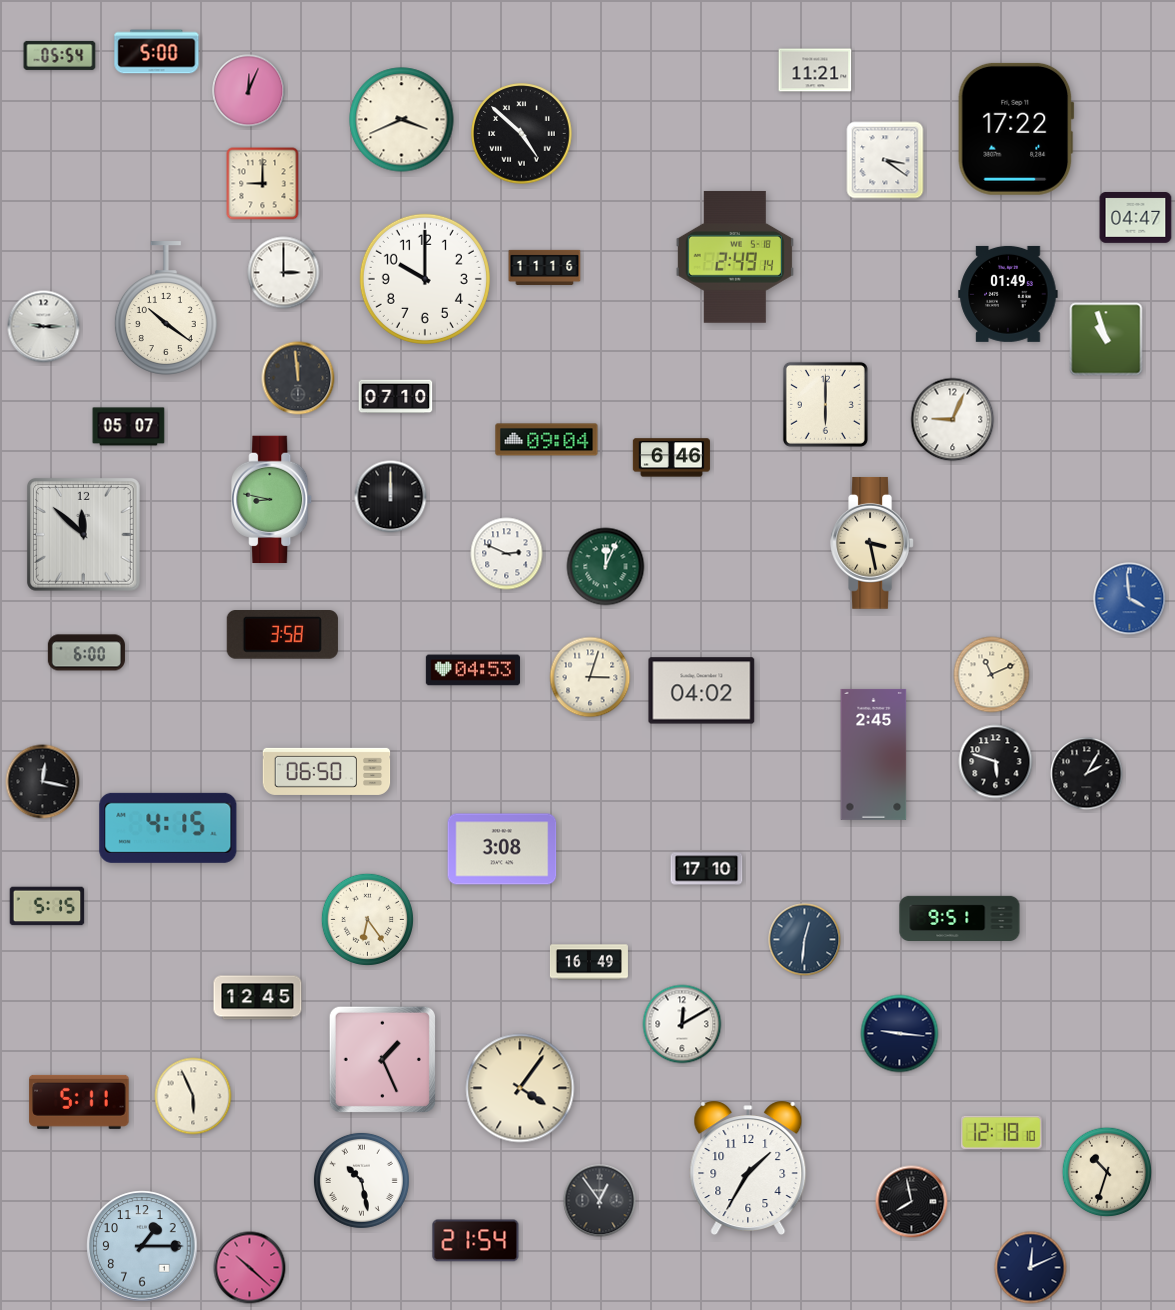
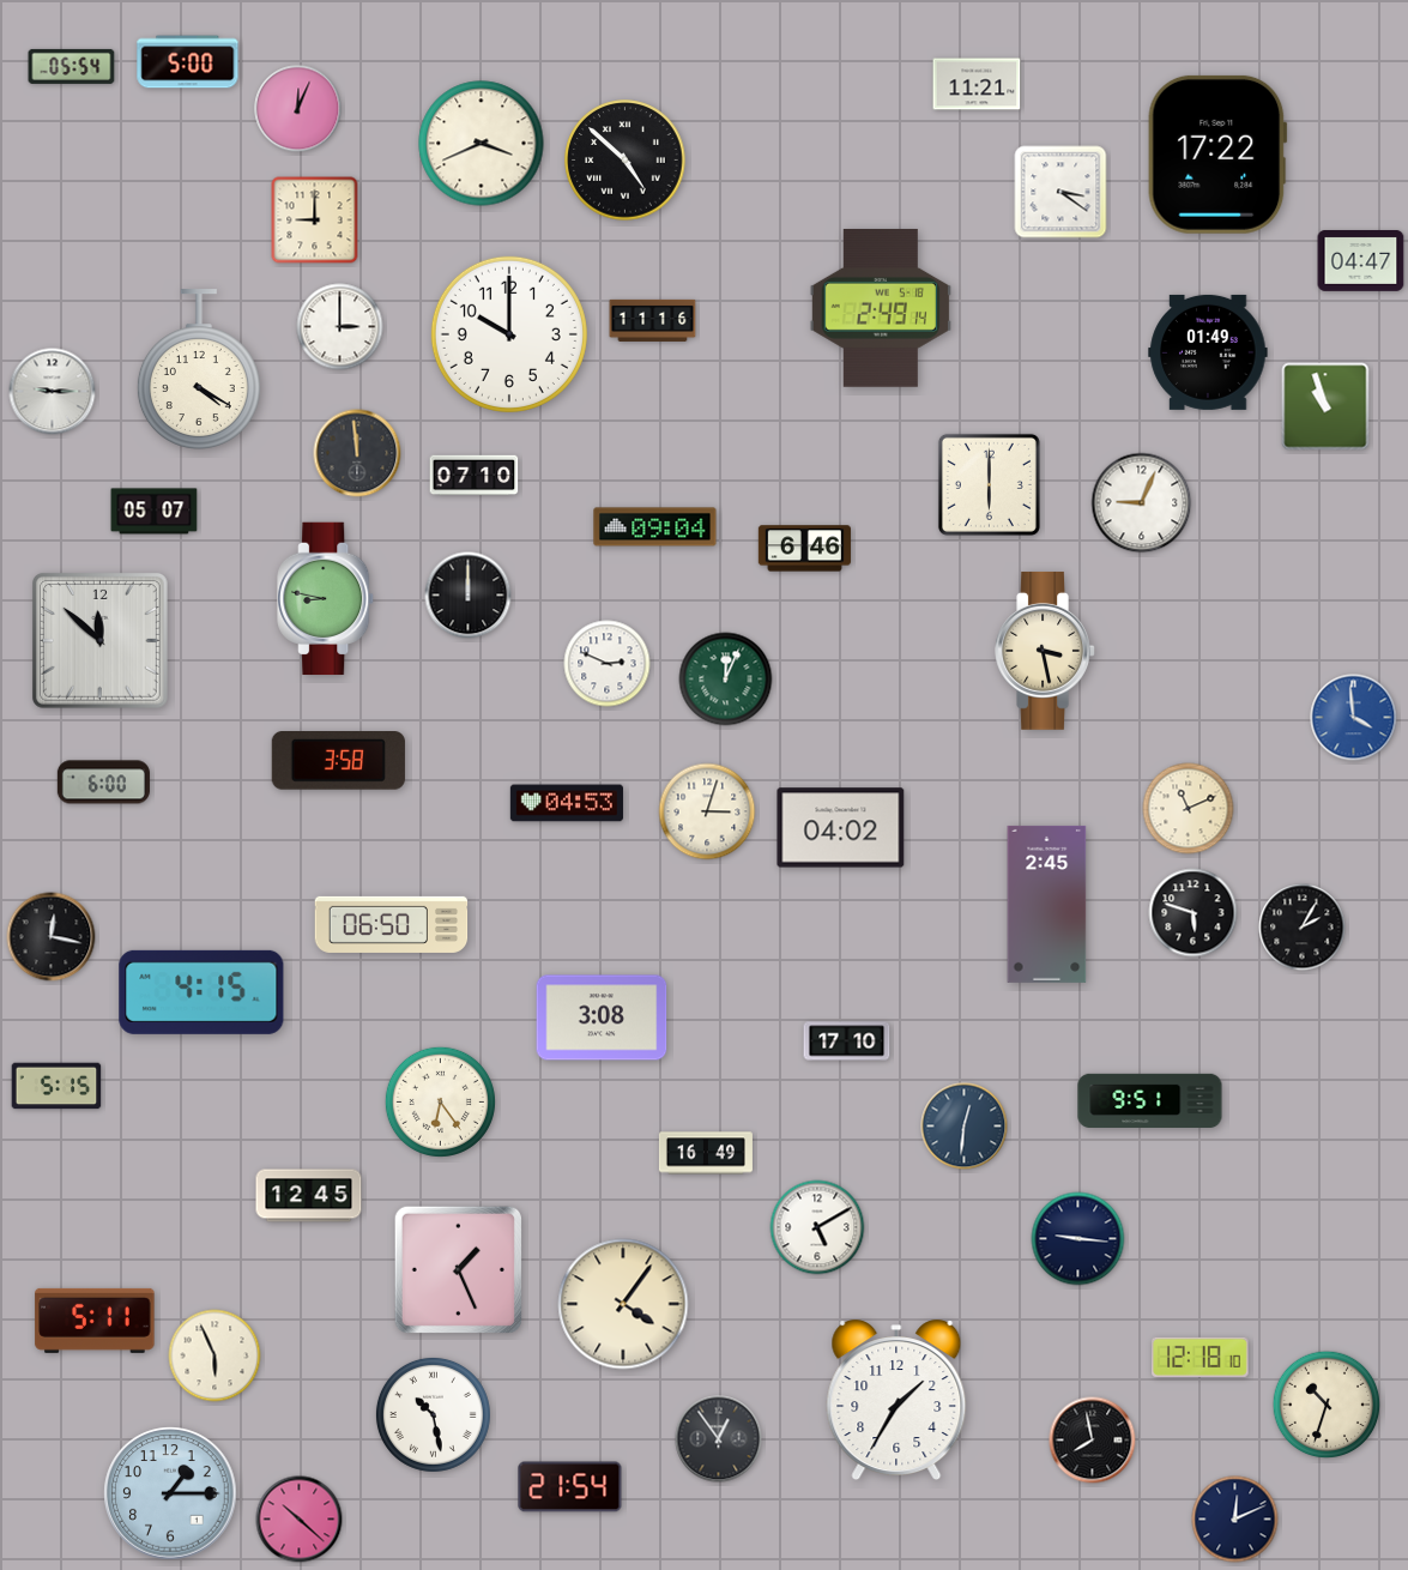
clock at (166, 308): 10:21 -> 4:20
clock at (682, 1024): 12:10 -> 5:10
clock at (193, 1096) position: (193, 1096) -> (214, 1355)
